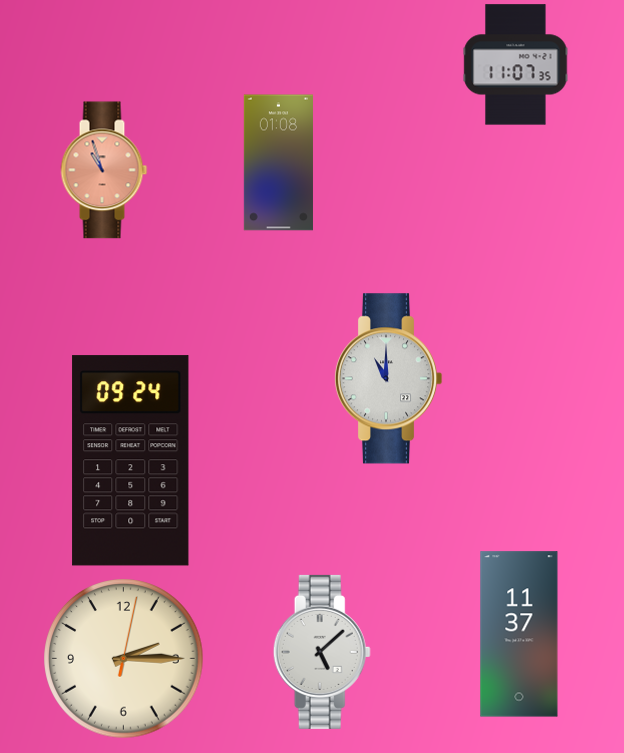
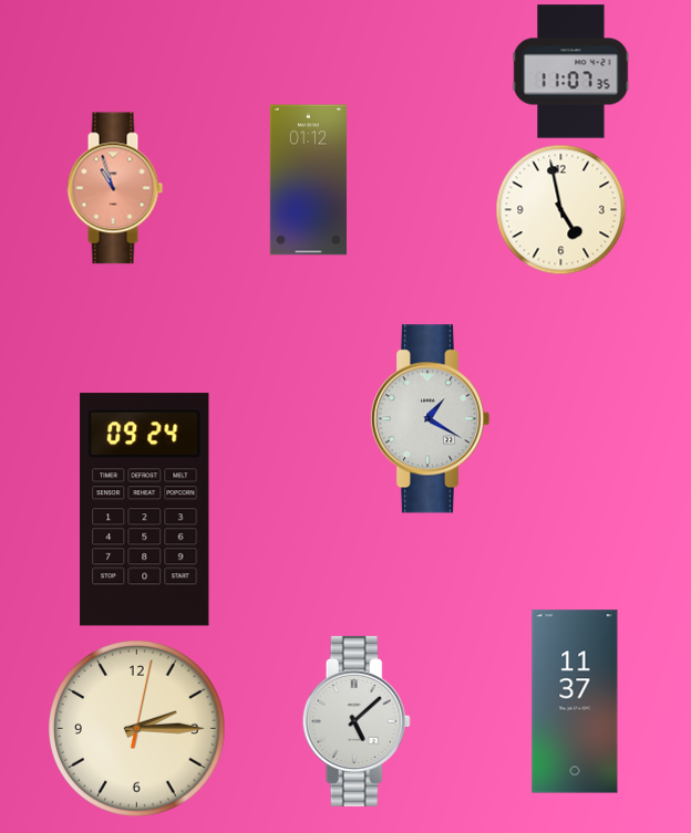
clock at (278, 163): 01:08 -> 01:12
clock at (561, 210): none -> 4:58
clock at (388, 379): 11:00 -> 1:20
